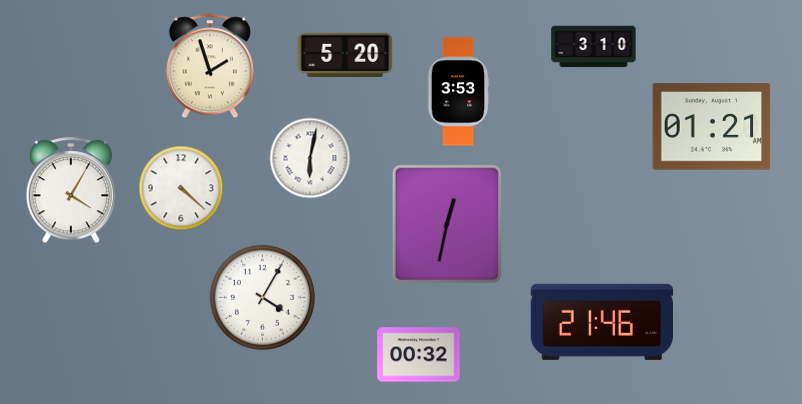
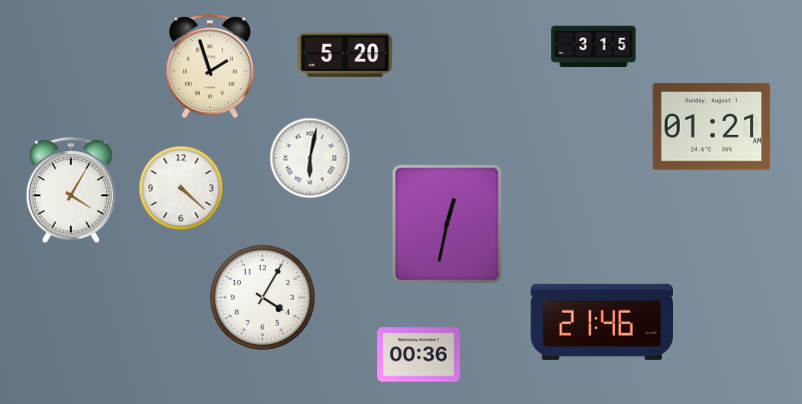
clock at (594, 47): 3:10 -> 3:15
clock at (458, 92): 3:53 -> none
clock at (419, 355): 00:32 -> 00:36
